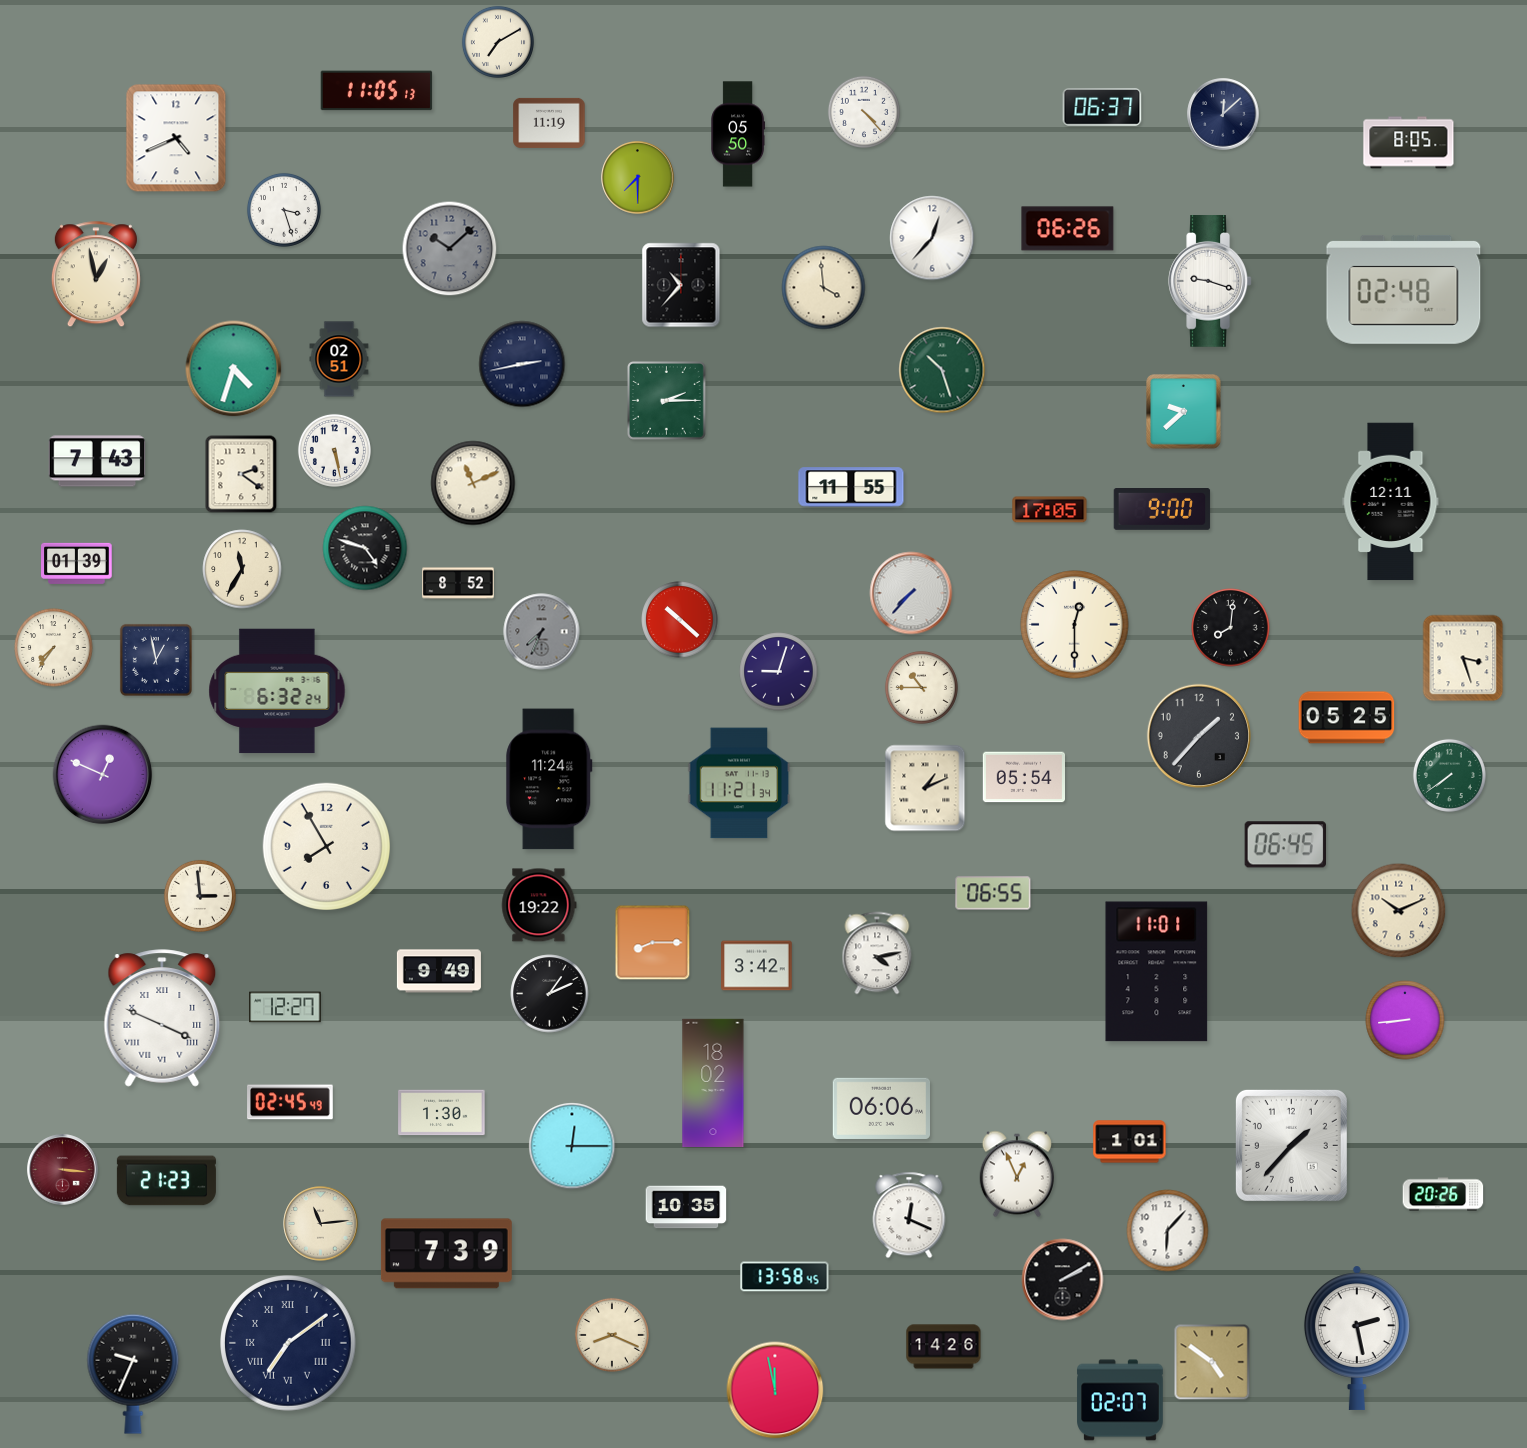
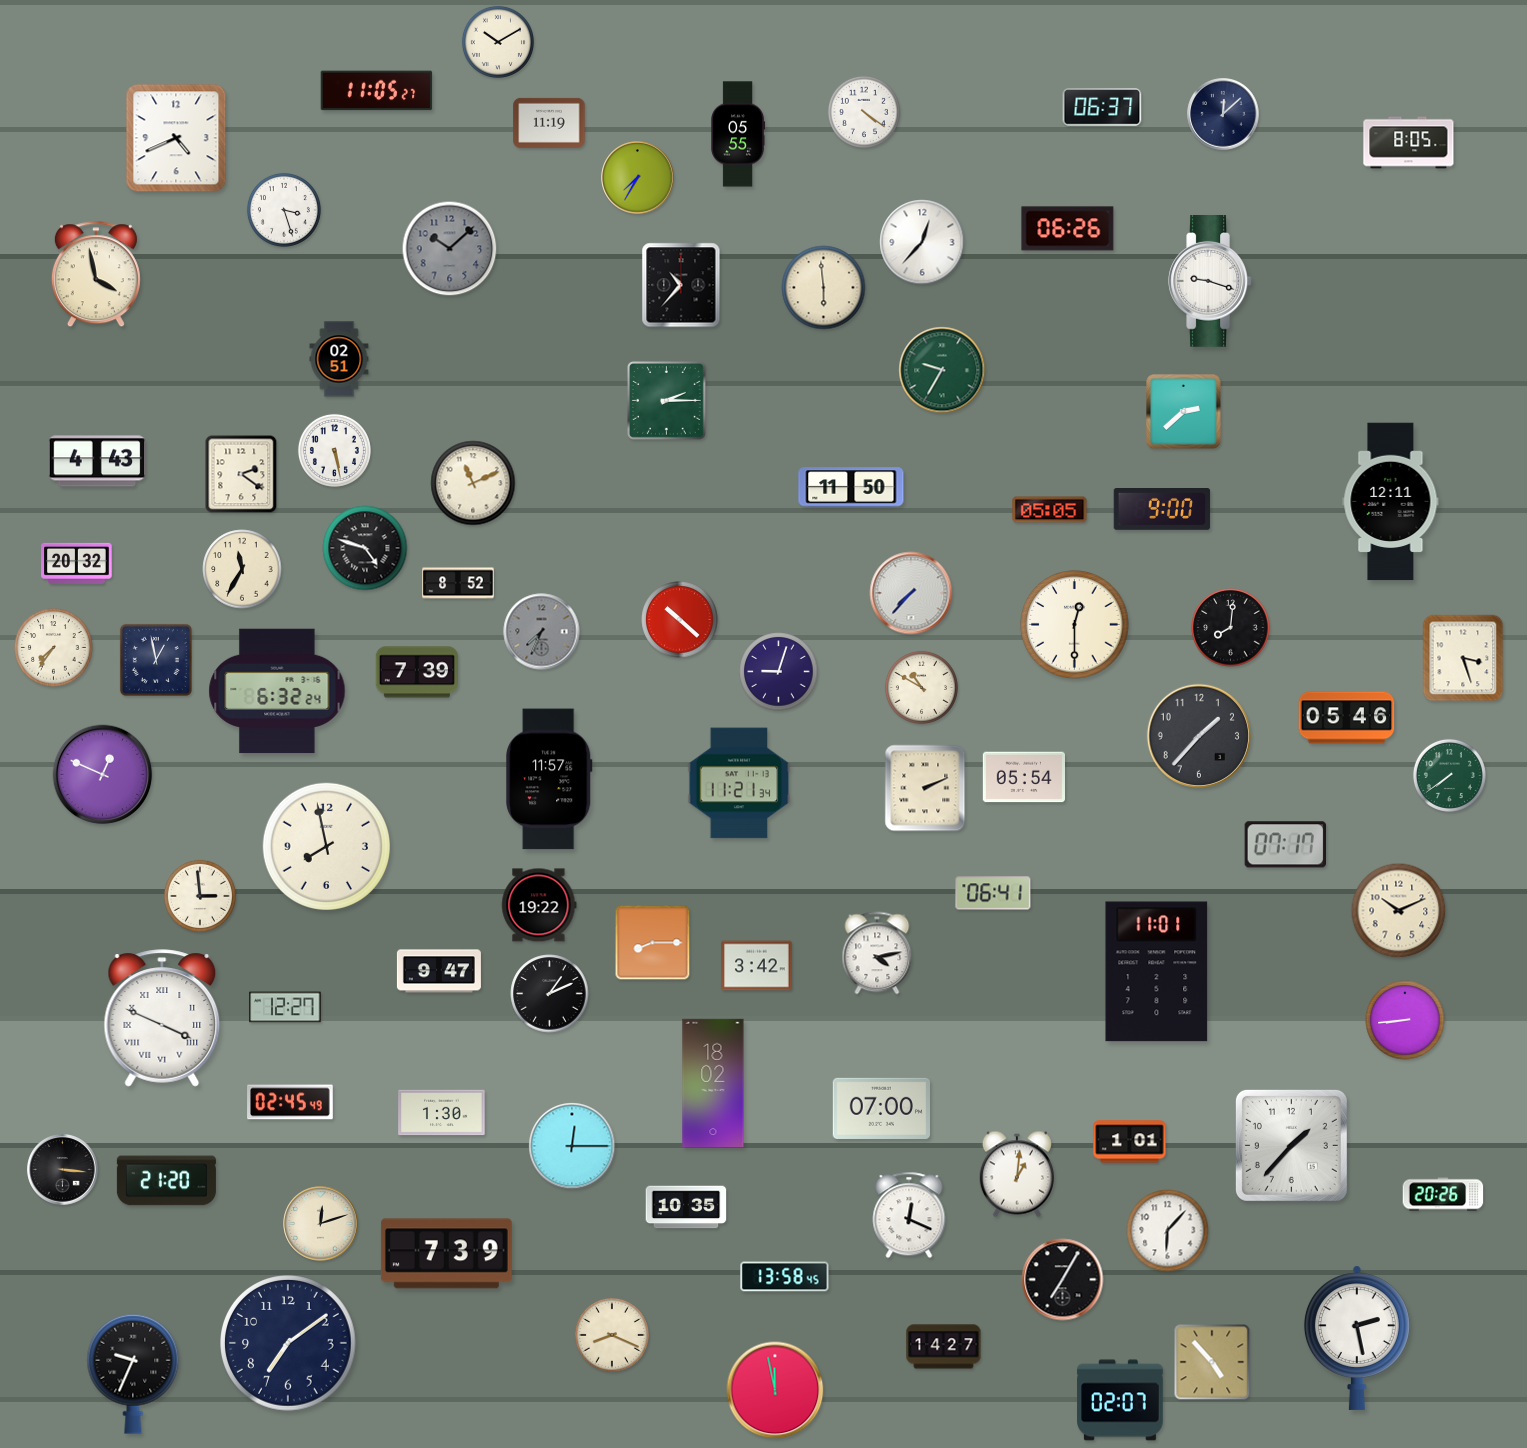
clock at (498, 42): 7:10 -> 10:10
clock at (377, 91): 11:05:13 -> 11:05:27
clock at (864, 112): 4:23 -> 4:21
clock at (738, 134): 05:50 -> 05:55
clock at (638, 178): 7:30 -> 7:35
clock at (932, 238) position: (932, 238) -> (922, 242)
clock at (96, 275): 12:58 -> 3:58
clock at (824, 288): 3:59 -> 5:59
clock at (1404, 289): 02:48 -> none
clock at (522, 364): 2:43 -> none
clock at (234, 369): 4:33 -> none
clock at (942, 370): 10:27 -> 9:35
clock at (1184, 412): 9:38 -> 2:38
clock at (97, 461): 7:43 -> 4:43
clock at (851, 487): 11:55 -> 11:50
clock at (1050, 510): 17:05 -> 05:05
clock at (77, 563): 01:39 -> 20:32
clock at (416, 672): none -> 7:39
clock at (921, 687): 10:45 -> 10:50
clock at (1347, 718): 05:25 -> 05:46
clock at (549, 779): 11:24 -> 11:57
clock at (925, 788): 1:11 -> 2:11
clock at (1285, 845): 06:45 -> 07:17
clock at (326, 846): 7:55 -> 7:58
clock at (993, 893): 06:55 -> 06:41
clock at (439, 971): 9:49 -> 9:47
clock at (881, 1108): 06:06 -> 07:00
clock at (63, 1170) dial: burgundy -> black
clock at (1016, 1174): 12:56 -> 1:01
clock at (166, 1181): 21:23 -> 21:20
clock at (321, 1224): 11:14 -> 12:12
clock at (1063, 1280): 2:10 -> 7:05
clock at (289, 1344) numerals: Roman -> Arabic
clock at (944, 1347): 14:26 -> 14:27
clock at (1212, 1362): 4:51 -> 4:53
